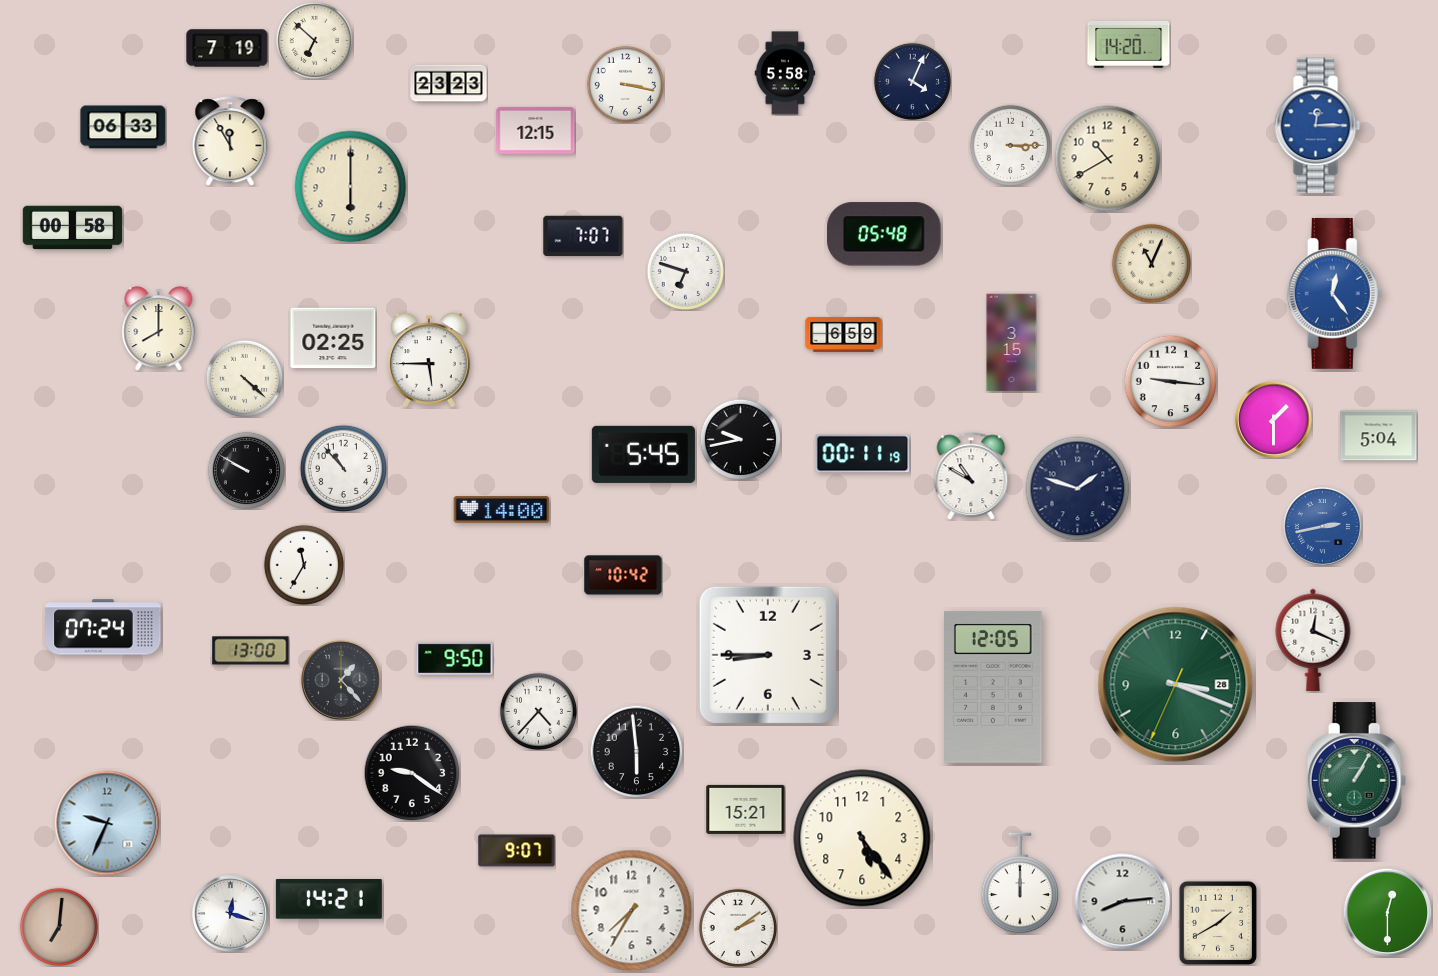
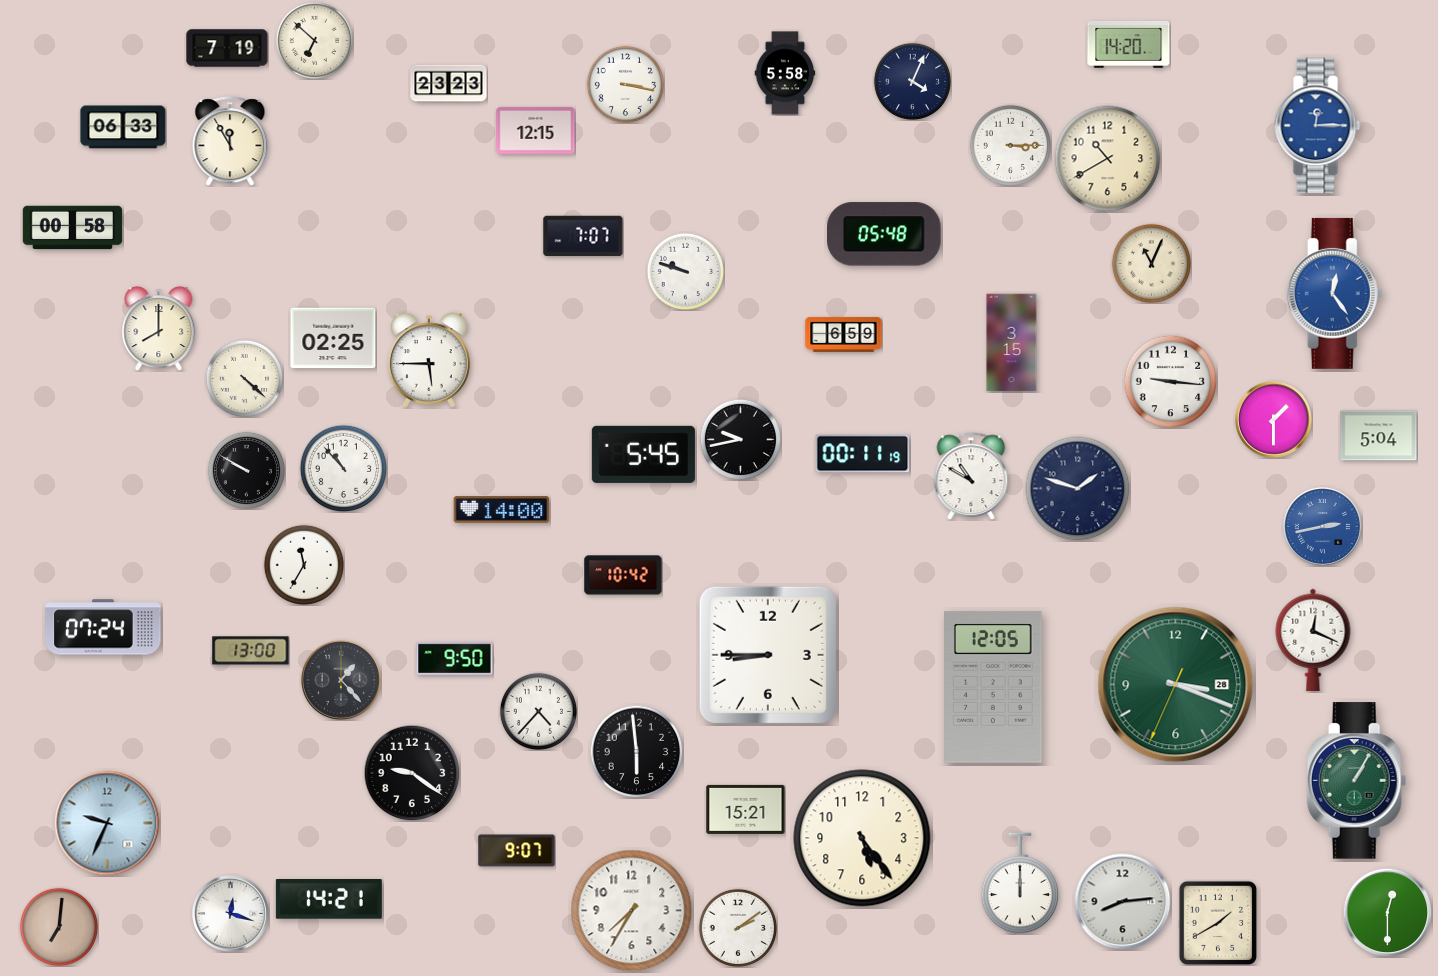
clock at (351, 187): 6:00 -> none
clock at (685, 271): 6:48 -> 9:48
